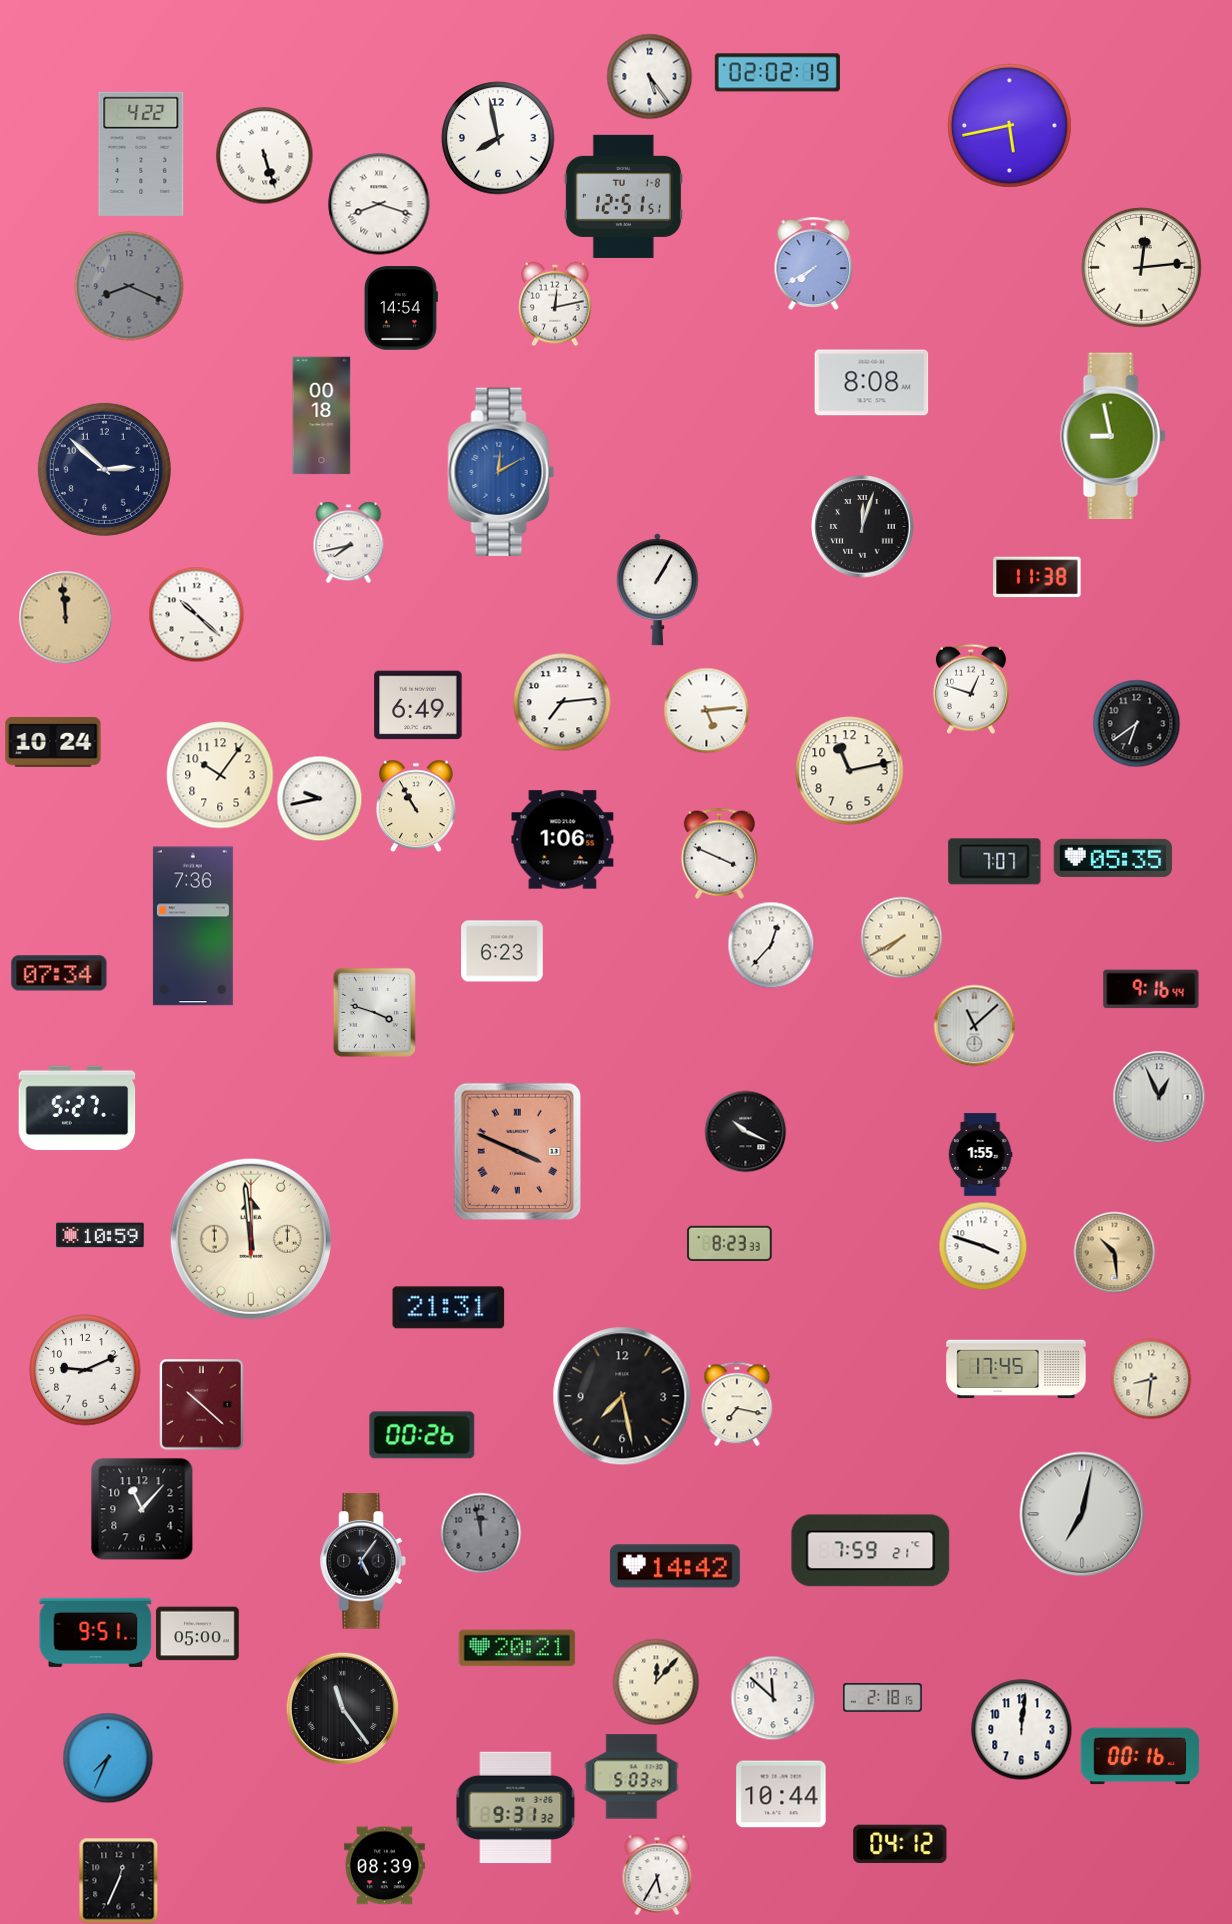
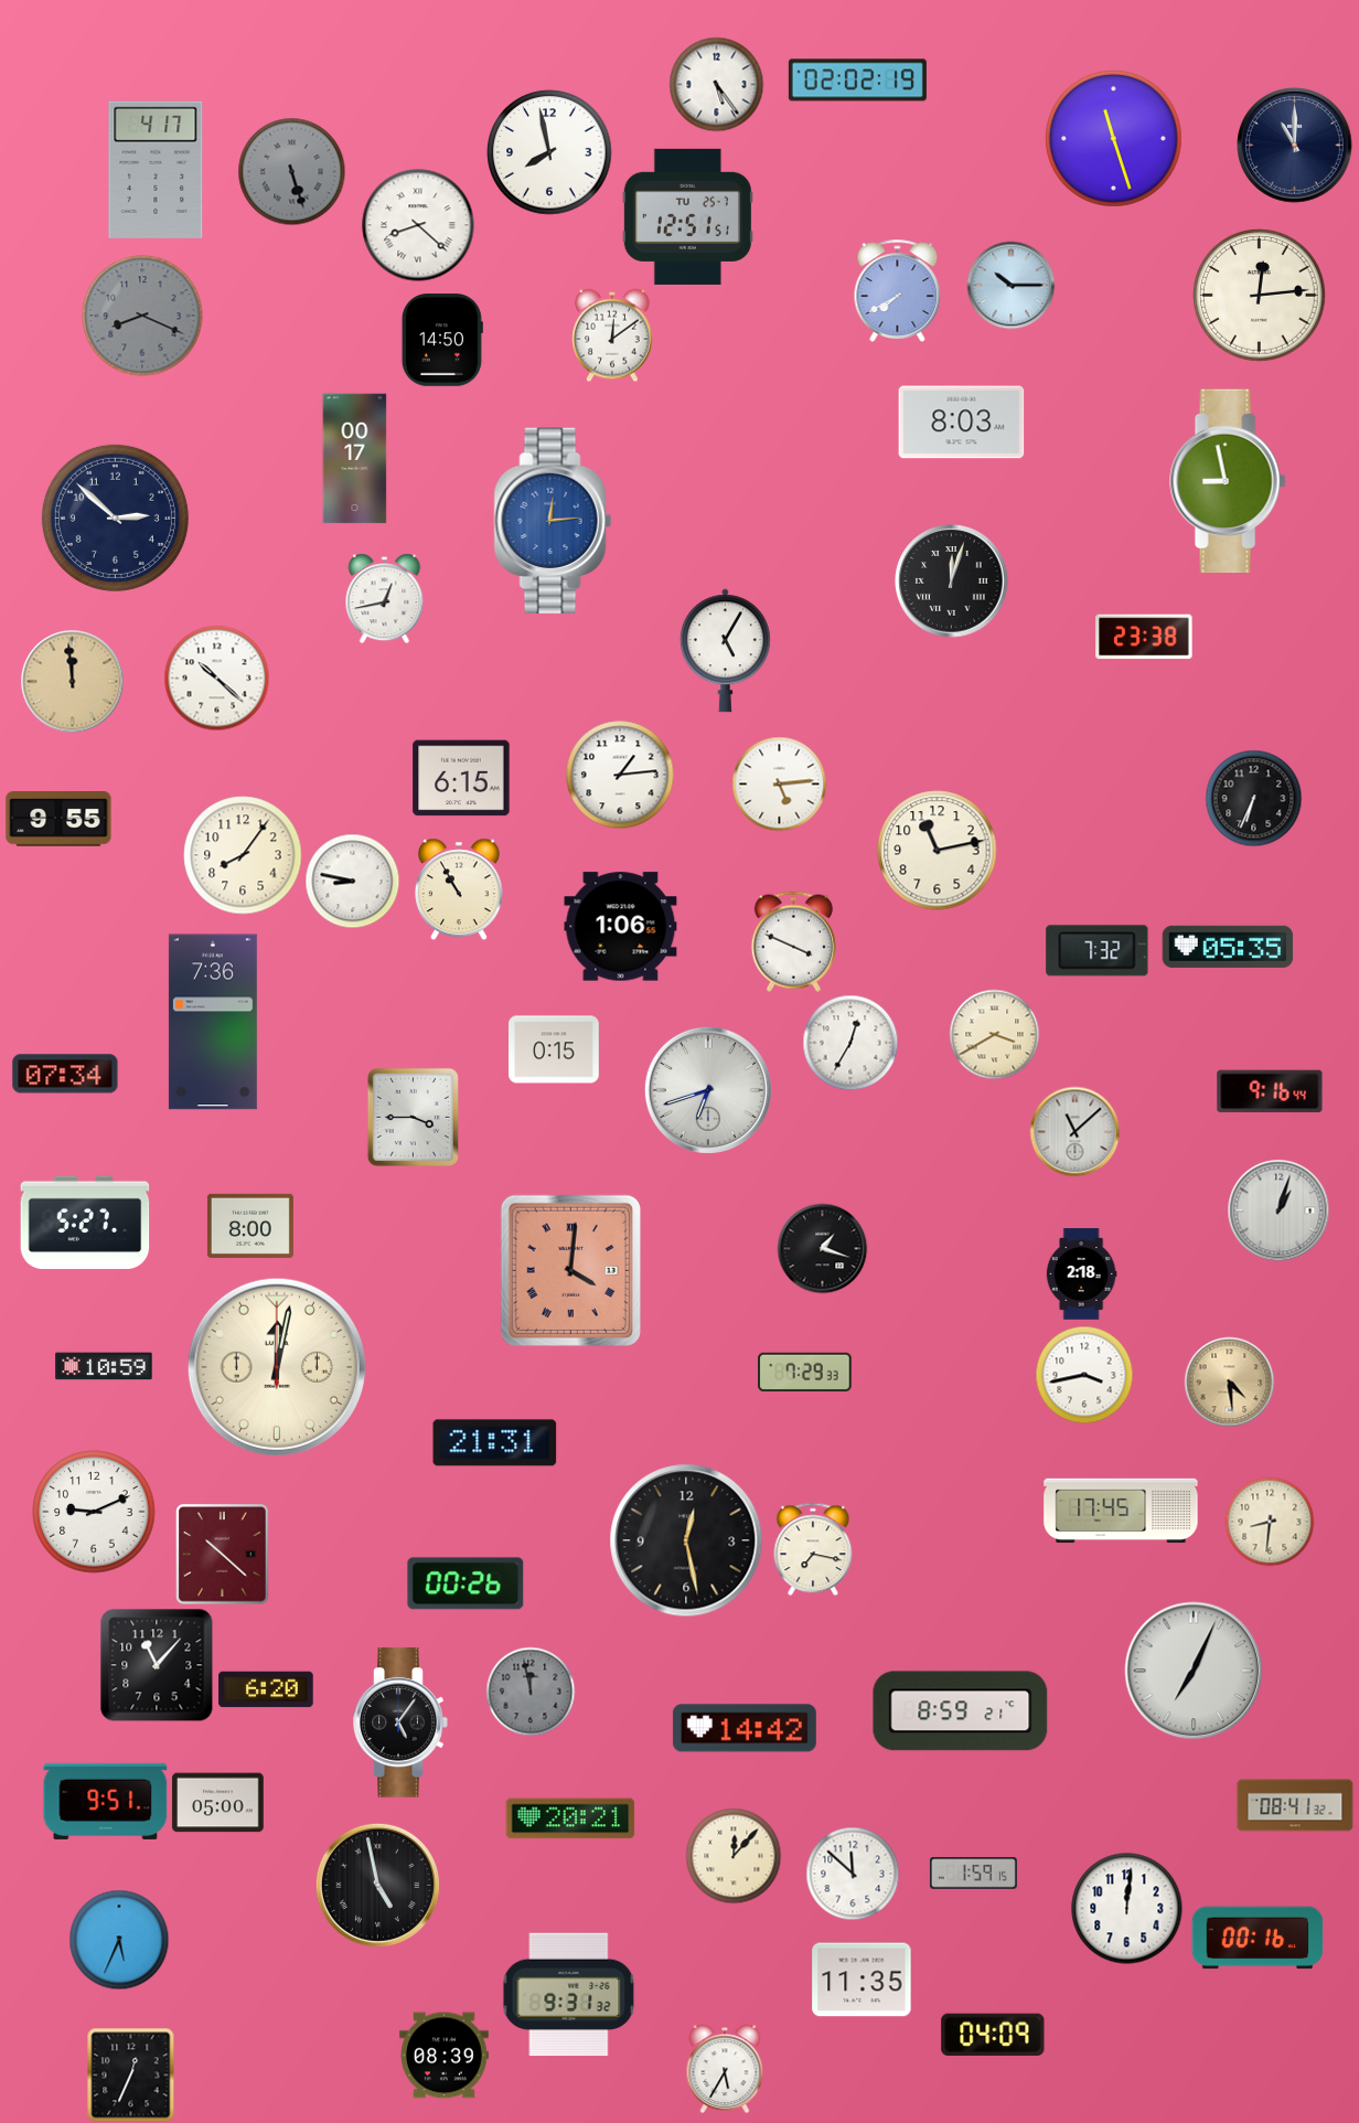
clock at (1009, 125): 5:43 -> 11:27
clock at (1295, 146): none -> 11:00
clock at (141, 154): 4:22 -> 4:17
clock at (264, 155) dial: white -> grey
clock at (623, 196) date: TU 1-8 -> TU 25-7
clock at (379, 204): 8:18 -> 8:22
clock at (1010, 285): none -> 10:15
clock at (555, 304): 12:13 -> 12:09
clock at (401, 308): 14:54 -> 14:50
clock at (872, 383): 8:08 -> 8:03
clock at (322, 416): 00:18 -> 00:17
clock at (501, 471): 12:10 -> 12:14
clock at (349, 542): 7:43 -> 12:43
clock at (1037, 577): 11:38 -> 23:38
clock at (657, 590): 1:05 -> 5:05
clock at (971, 689): 12:48 -> none
clock at (562, 702): 7:14 -> 1:14
clock at (418, 705): 6:49 -> 6:15
clock at (1136, 723): 6:39 -> 6:34
clock at (53, 743): 10:24 -> 9:55
clock at (220, 775): 10:06 -> 8:06
clock at (319, 798): 9:43 -> 8:47
clock at (995, 862): 7:07 -> 7:32
clock at (901, 937): 7:40 -> 3:40
clock at (771, 945): 12:37 -> 12:35
clock at (502, 951): 6:23 -> 0:15
clock at (708, 1090): none -> 6:42
clock at (374, 1012): 3:48 -> 3:45
clock at (1159, 1097): 12:56 -> 1:03
clock at (250, 1226): none -> 8:00
clock at (745, 1131): 10:19 -> 1:18
clock at (517, 1151): 3:49 -> 4:01
clock at (980, 1155): 1:55 -> 2:18
clock at (100, 1235) position: (100, 1235) -> (104, 1366)
clock at (251, 1239): 11:59 -> 12:02
clock at (730, 1243): 8:23 -> 7:29
clock at (983, 1246): 3:48 -> 3:43
clock at (1114, 1252): 10:29 -> 4:29
clock at (622, 1396): 7:28 -> 12:28
clock at (202, 1405) position: (202, 1405) -> (223, 1555)
clock at (1082, 1514): 7:02 -> 7:04
clock at (266, 1689): none -> 6:20
clock at (871, 1551): 7:59 -> 8:59
clock at (1295, 1805): none -> 08:41
clock at (656, 1682) position: (656, 1682) -> (734, 1856)
clock at (882, 1698): 2:18 -> 1:59
clock at (342, 1708): 11:24 -> 4:58
clock at (108, 1758): 7:34 -> 5:34
clock at (632, 1777): 5:03 -> none
clock at (781, 1794): 10:44 -> 11:35
clock at (900, 1844): 04:12 -> 04:09
clock at (385, 1866) position: (385, 1866) -> (445, 2056)
